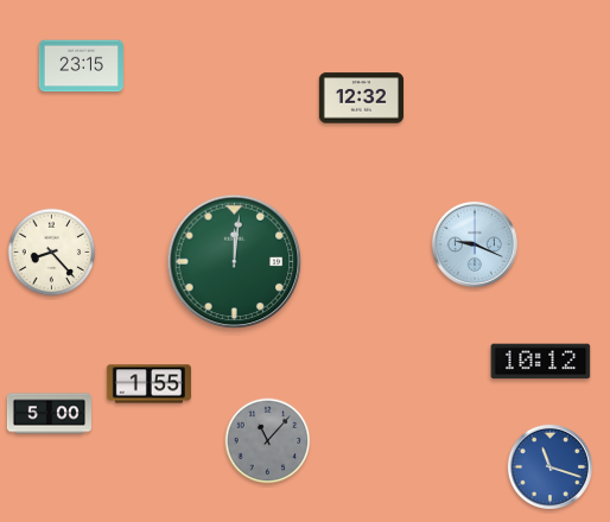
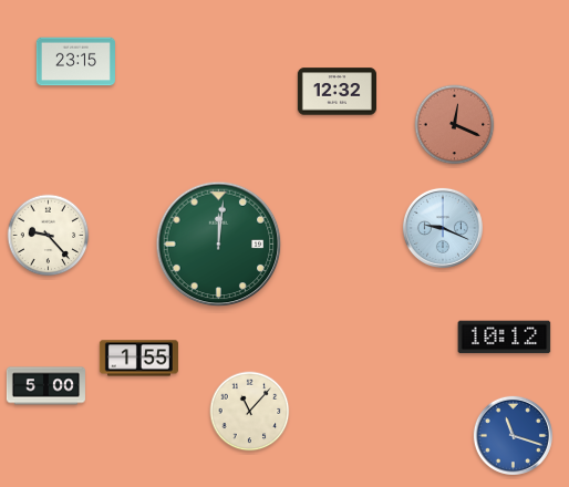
clock at (455, 125): none -> 12:19
clock at (52, 253): 8:23 -> 9:23
clock at (268, 441) dial: grey -> cream
